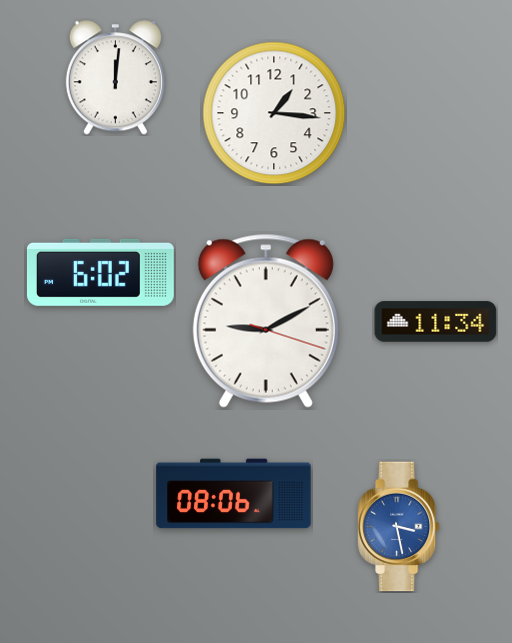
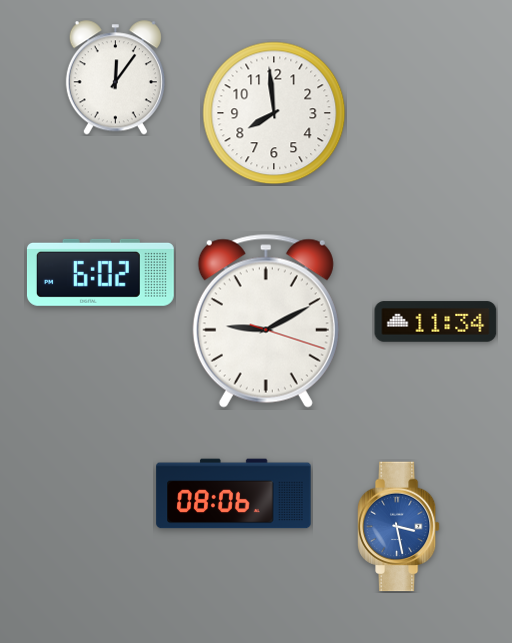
clock at (115, 78): 12:01 -> 12:06
clock at (274, 113): 1:16 -> 7:59
